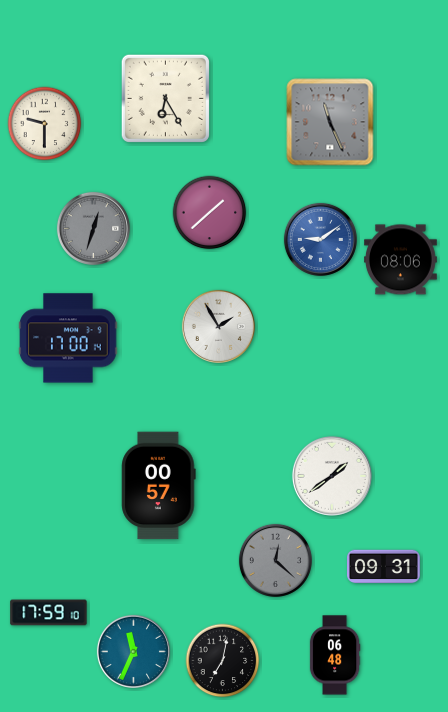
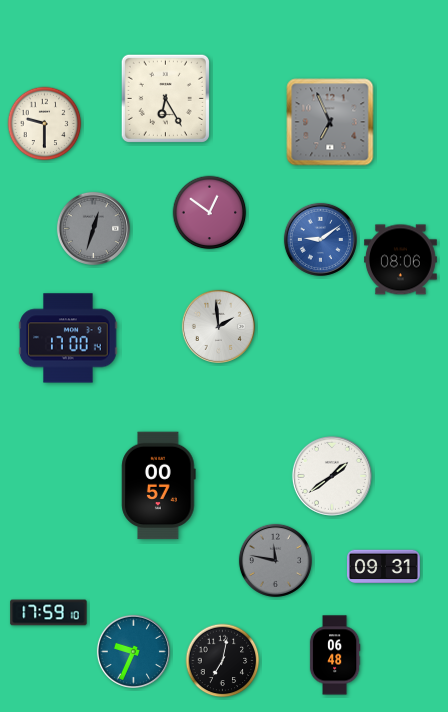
clock at (330, 122): 11:26 -> 6:56
clock at (210, 213): 1:38 -> 12:51
clock at (218, 326): 1:55 -> 1:59
clock at (275, 560): 12:22 -> 11:47
clock at (133, 651): 11:34 -> 9:34
